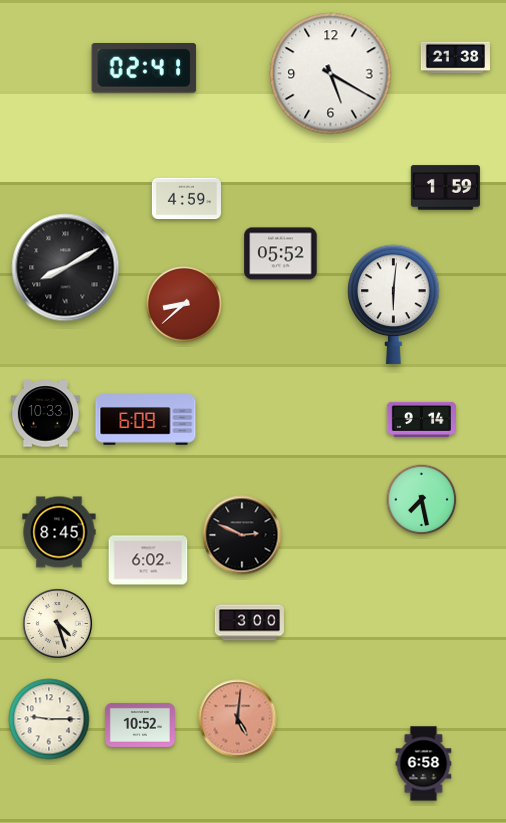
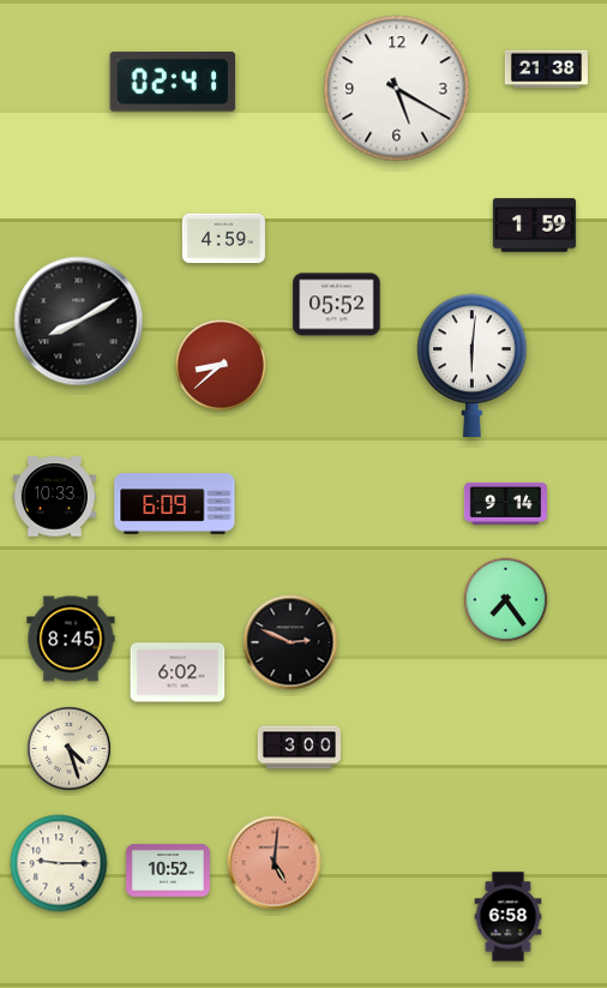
clock at (422, 500): 7:28 -> 7:24
clock at (238, 719) position: (238, 719) -> (275, 863)
